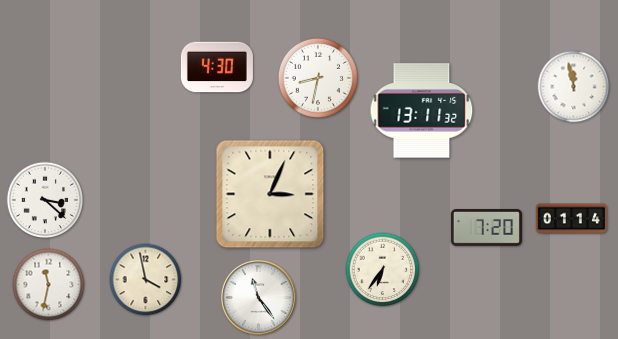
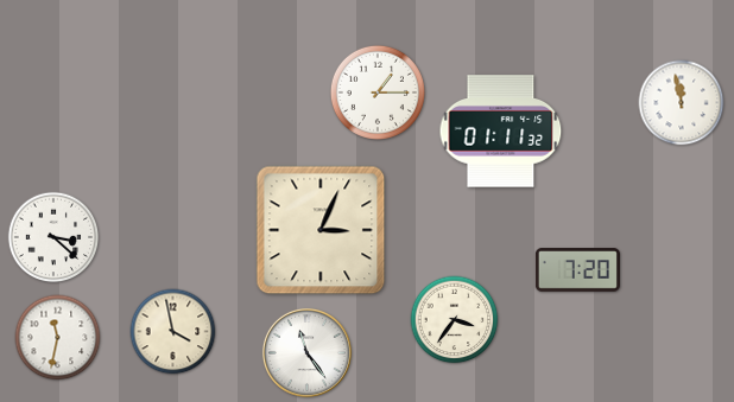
clock at (217, 67): 4:30 -> none
clock at (318, 78): 8:32 -> 1:15
clock at (422, 111): 13:11 -> 01:11
clock at (571, 219): 01:14 -> none
clock at (383, 270): 6:36 -> 3:36
